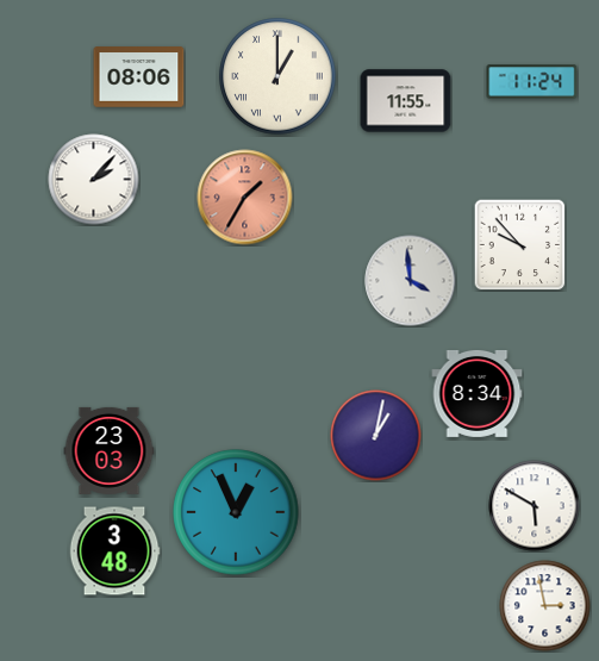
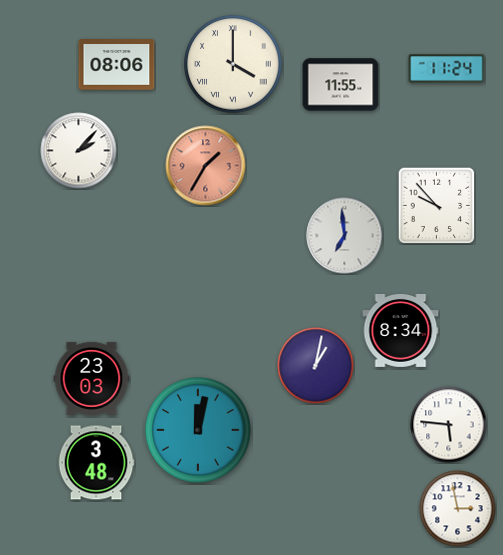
clock at (277, 76): 1:00 -> 4:00
clock at (411, 281): 3:59 -> 6:59
clock at (535, 506): 5:50 -> 5:46
clock at (236, 512): 12:56 -> 12:02
